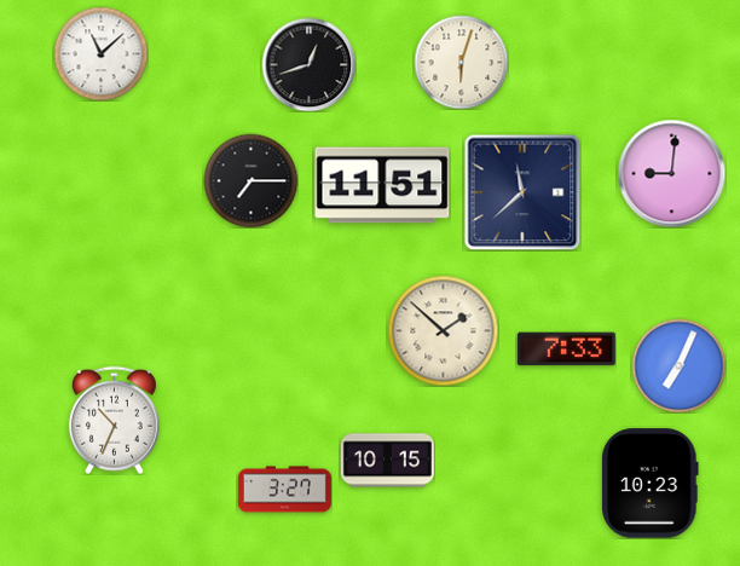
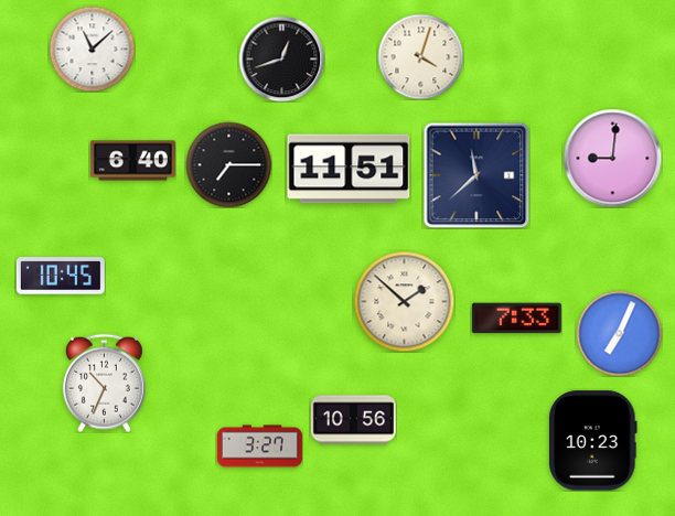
clock at (461, 62): 6:03 -> 4:03
clock at (132, 161): none -> 6:40
clock at (61, 276): none -> 10:45
clock at (387, 461): 10:15 -> 10:56
